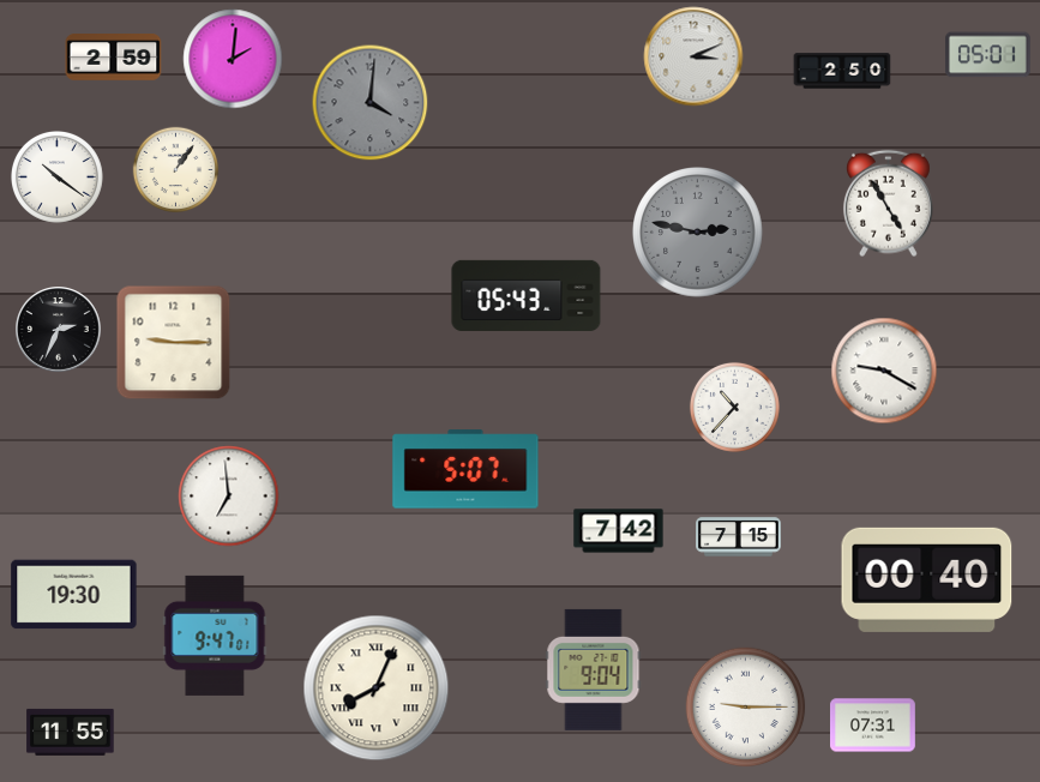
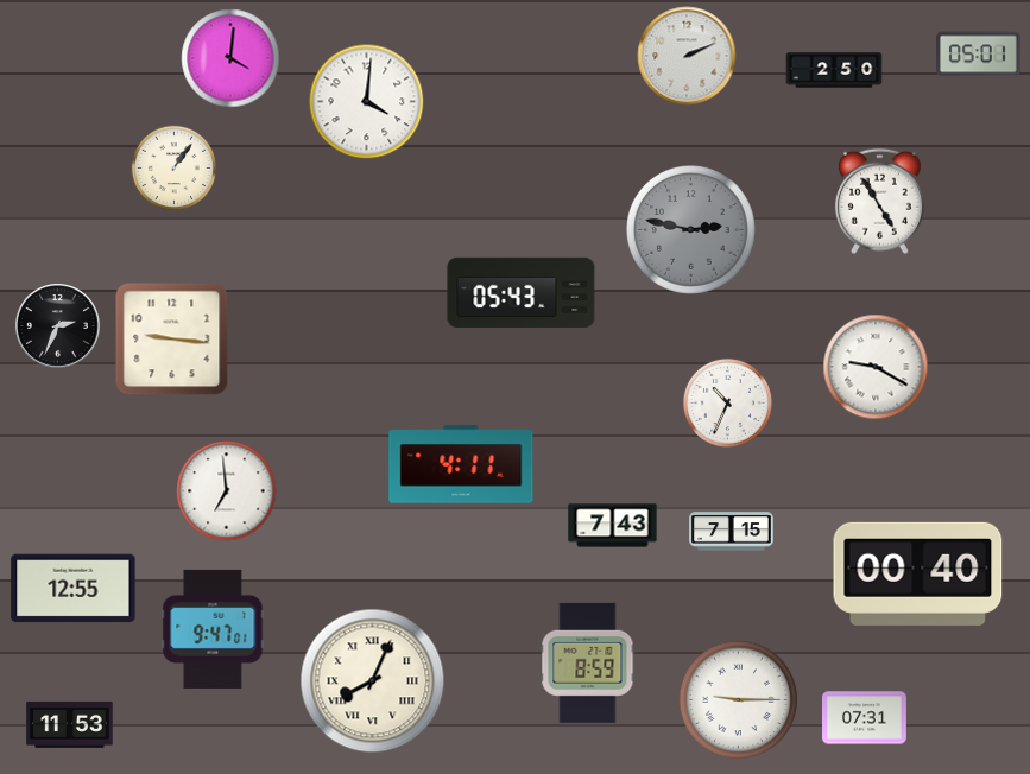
clock at (693, 56): 3:11 -> 2:11
clock at (114, 58): 2:59 -> none
clock at (233, 59): 2:01 -> 4:01
clock at (371, 103) dial: grey -> white
clock at (56, 176): 10:21 -> none
clock at (174, 343): 9:15 -> 9:16
clock at (734, 407): 10:37 -> 10:34
clock at (465, 469): 5:07 -> 4:11
clock at (619, 531): 7:42 -> 7:43
clock at (74, 595): 19:30 -> 12:55
clock at (594, 669): 9:04 -> 8:59
clock at (71, 732): 11:55 -> 11:53
